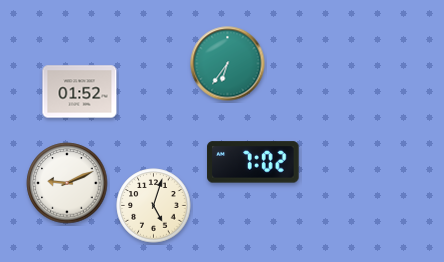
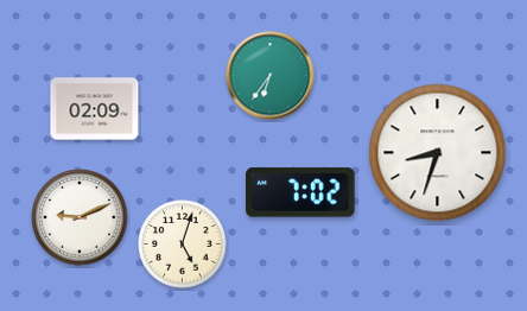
clock at (80, 92): 01:52 -> 02:09
clock at (438, 153): none -> 8:33
